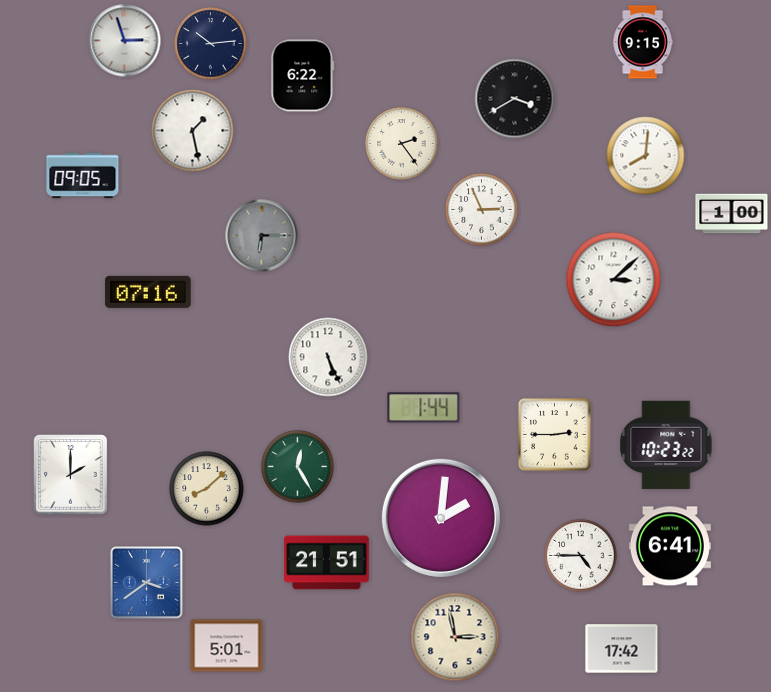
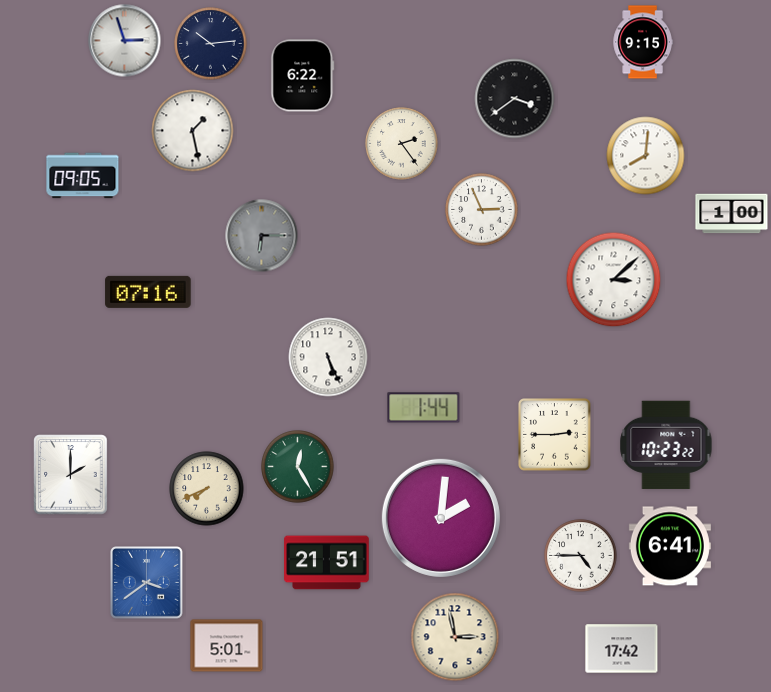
clock at (515, 99): 3:40 -> 3:39
clock at (207, 489): 8:08 -> 7:41
